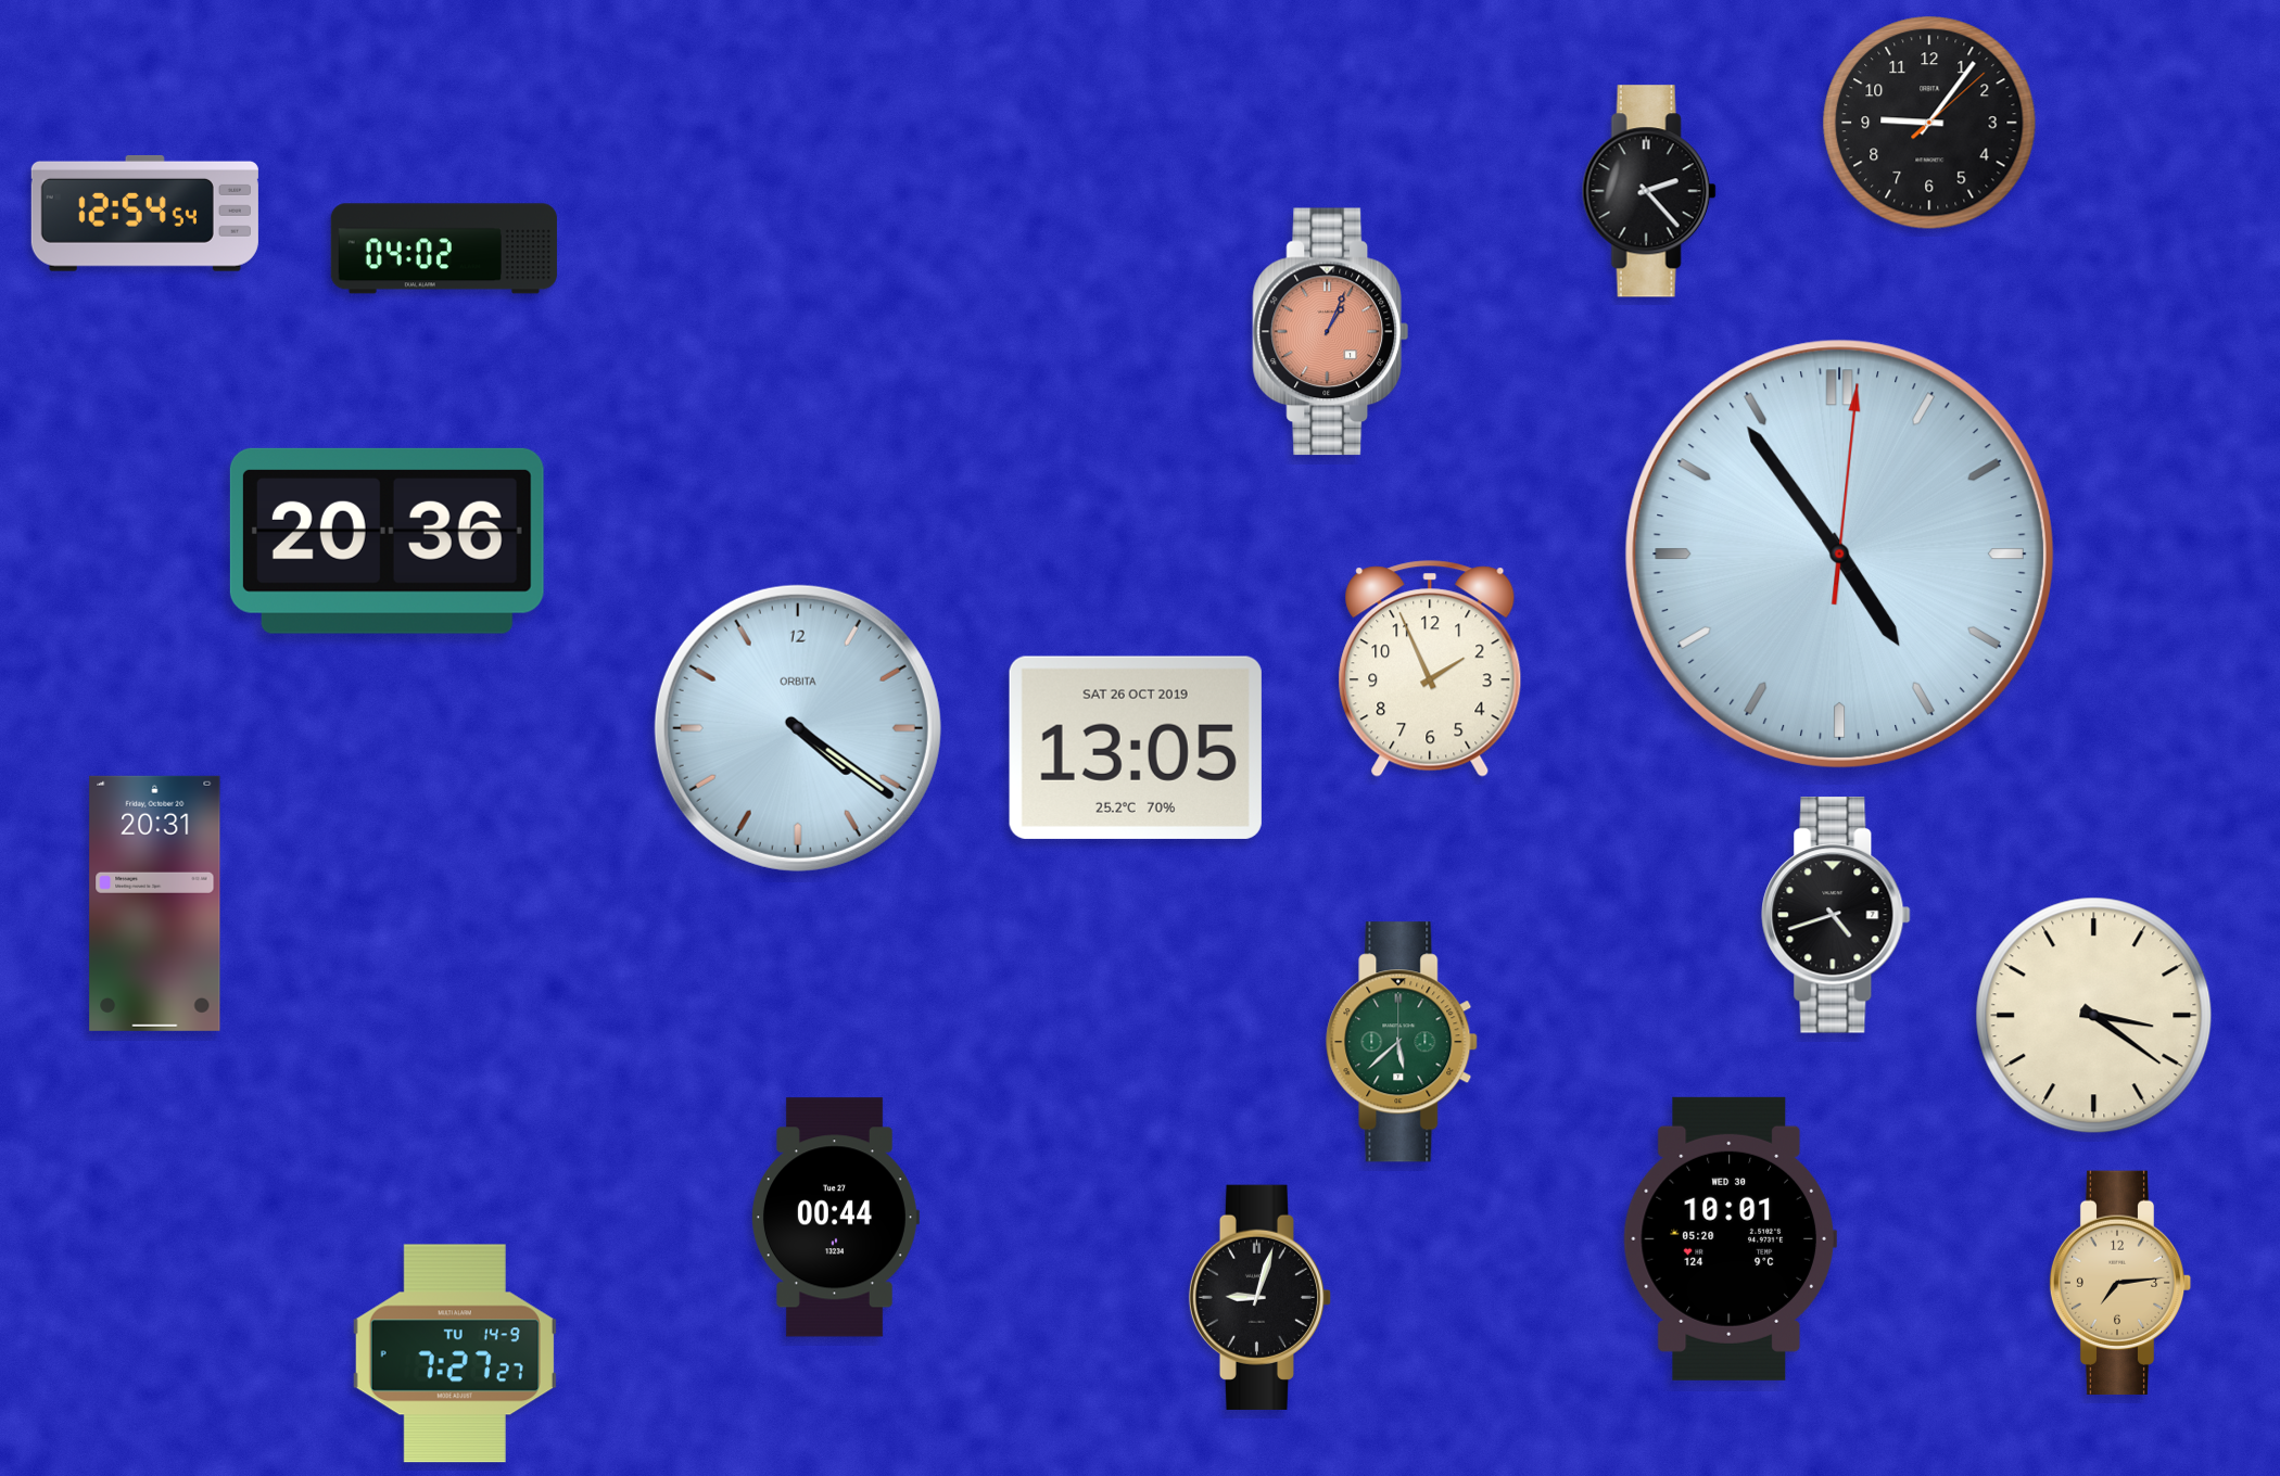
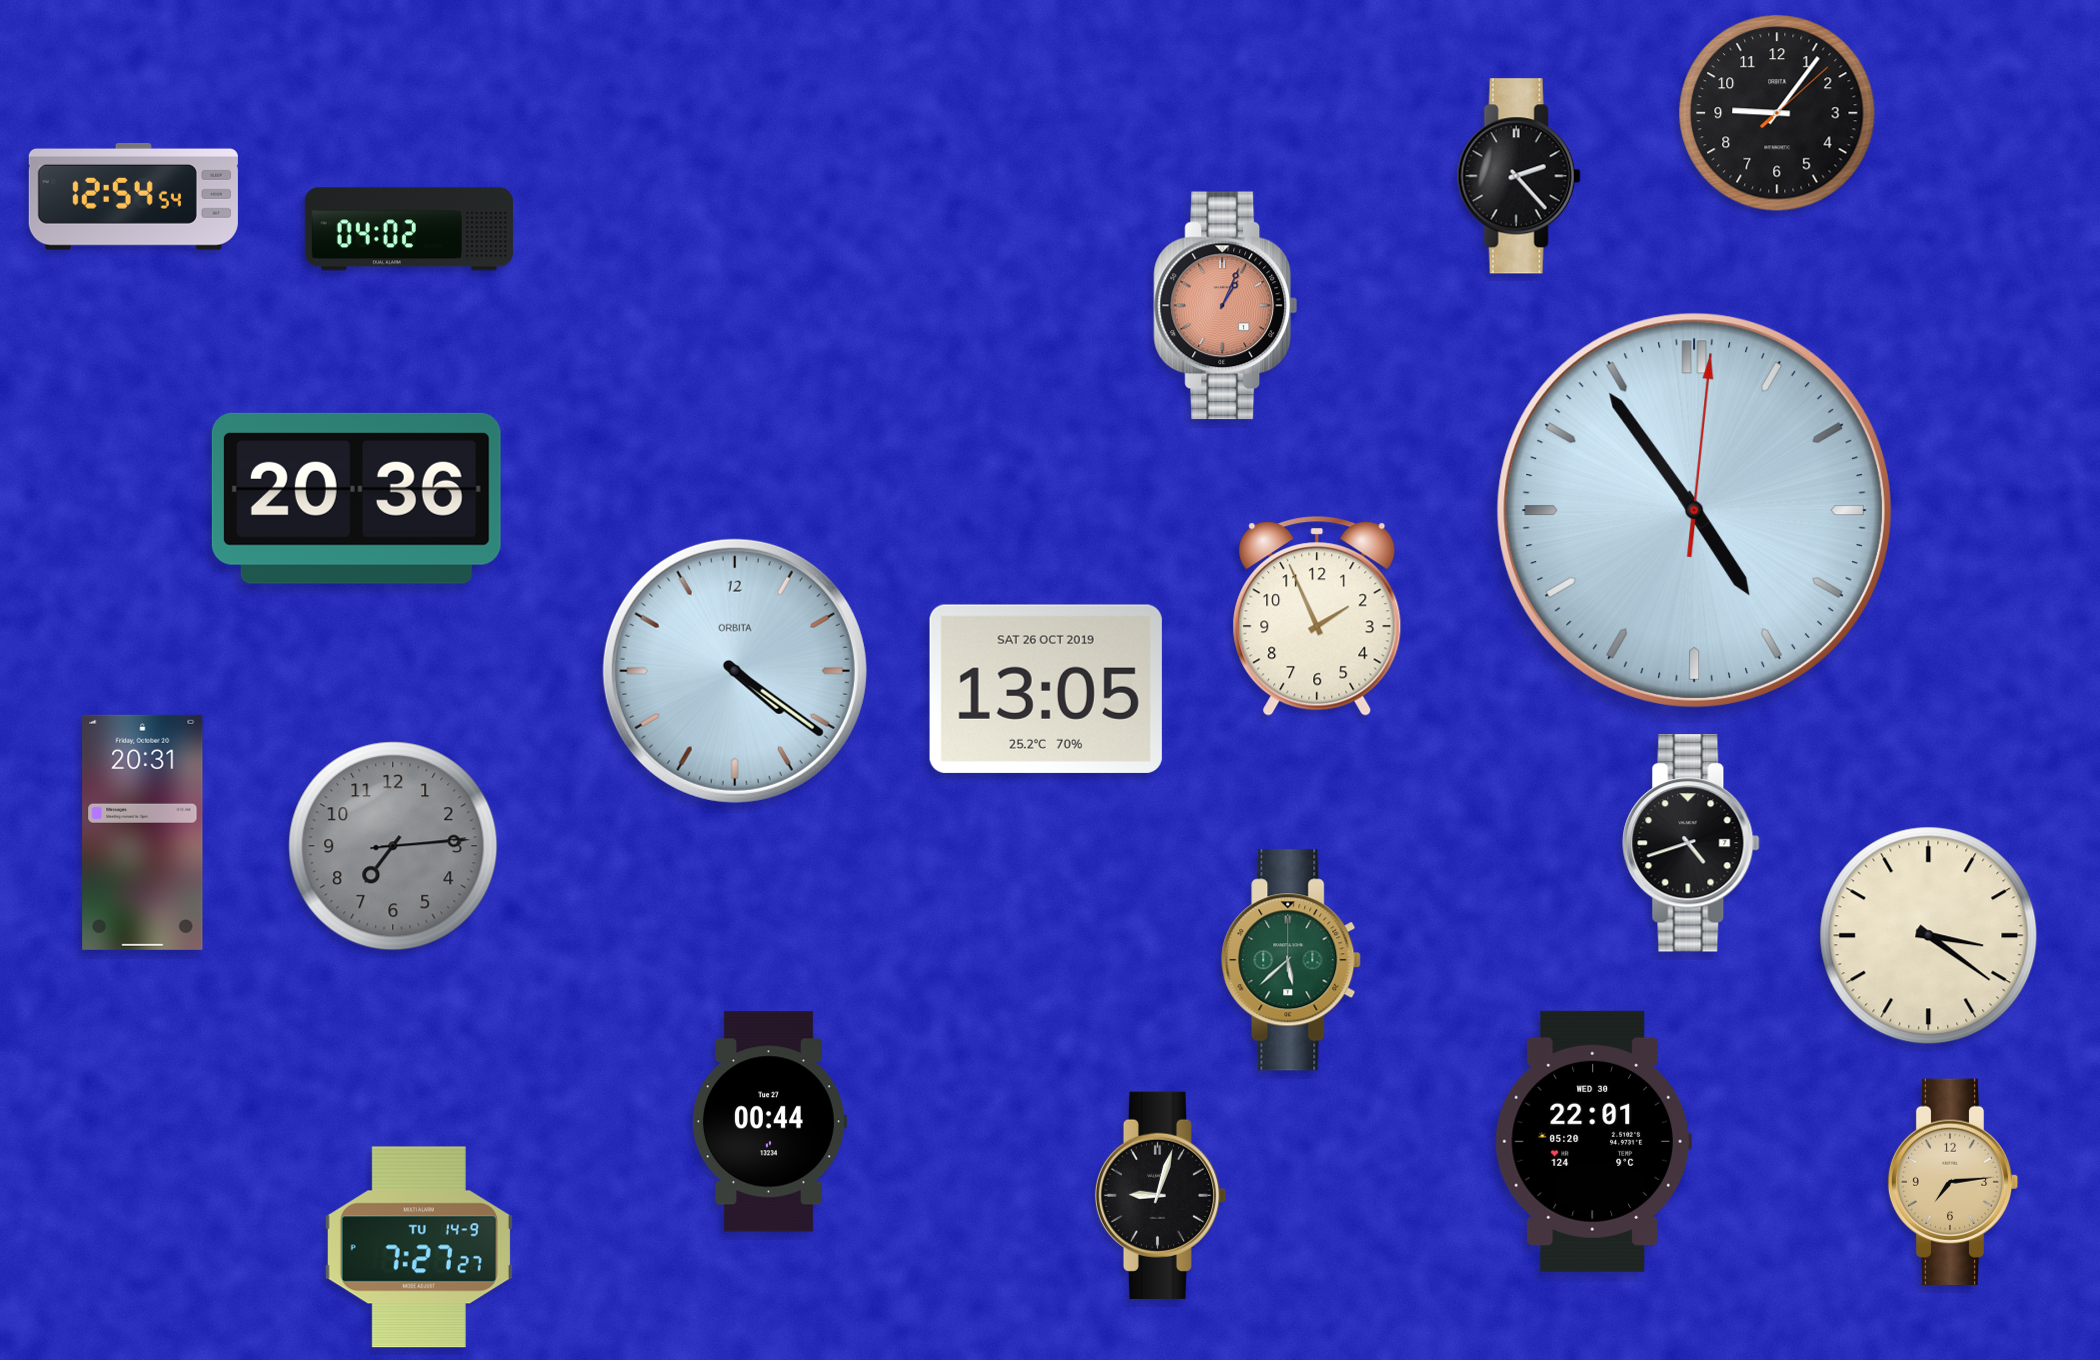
clock at (393, 846): none -> 7:14
clock at (1730, 1238): 10:01 -> 22:01
